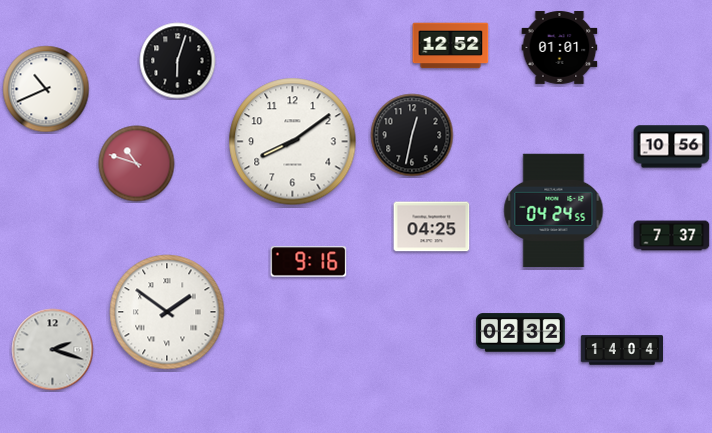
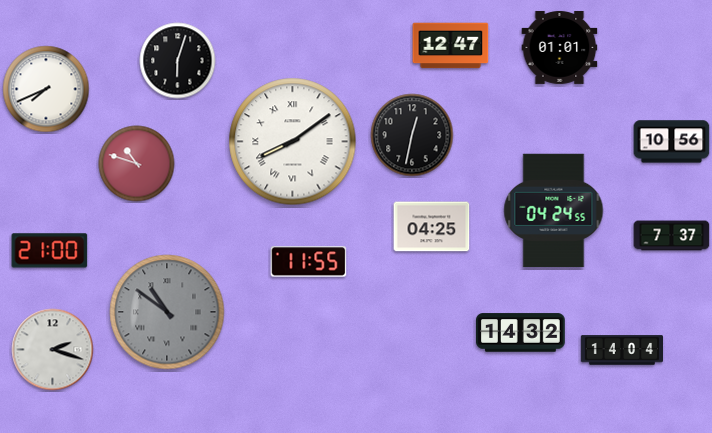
clock at (451, 46): 12:52 -> 12:47
clock at (46, 89): 10:41 -> 7:41
clock at (293, 142) numerals: Arabic -> Roman
clock at (672, 147) position: (672, 147) -> (672, 142)
clock at (50, 251): none -> 21:00
clock at (309, 262): 9:16 -> 11:55
clock at (167, 312): 1:51 -> 10:51
clock at (167, 312) dial: white -> grey
clock at (521, 333): 02:32 -> 14:32
